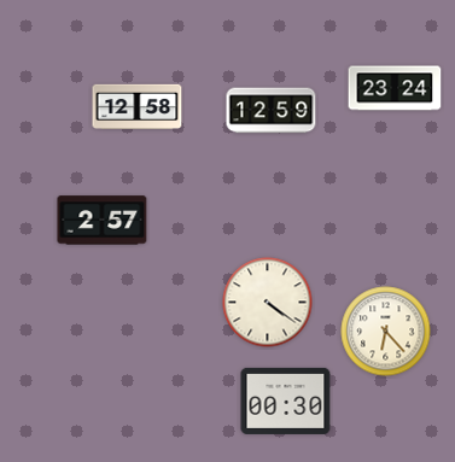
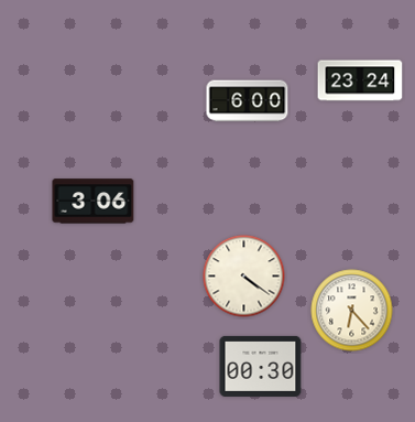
clock at (138, 106): 12:58 -> none
clock at (272, 111): 12:59 -> 6:00
clock at (103, 221): 2:57 -> 3:06
clock at (386, 332) position: (386, 332) -> (352, 311)
